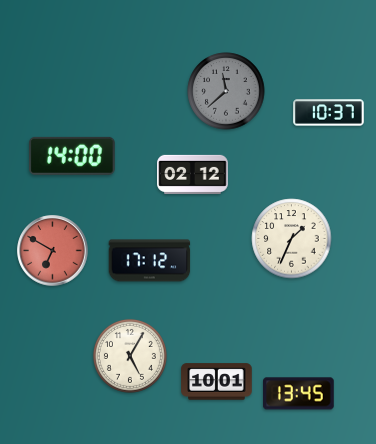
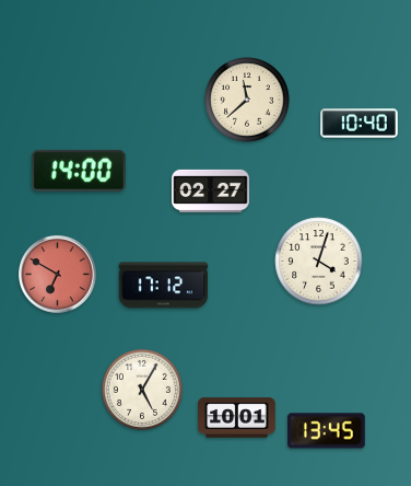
clock at (226, 91) dial: grey -> cream
clock at (329, 113): 10:37 -> 10:40
clock at (193, 174): 02:12 -> 02:27
clock at (292, 239): 1:34 -> 4:03
